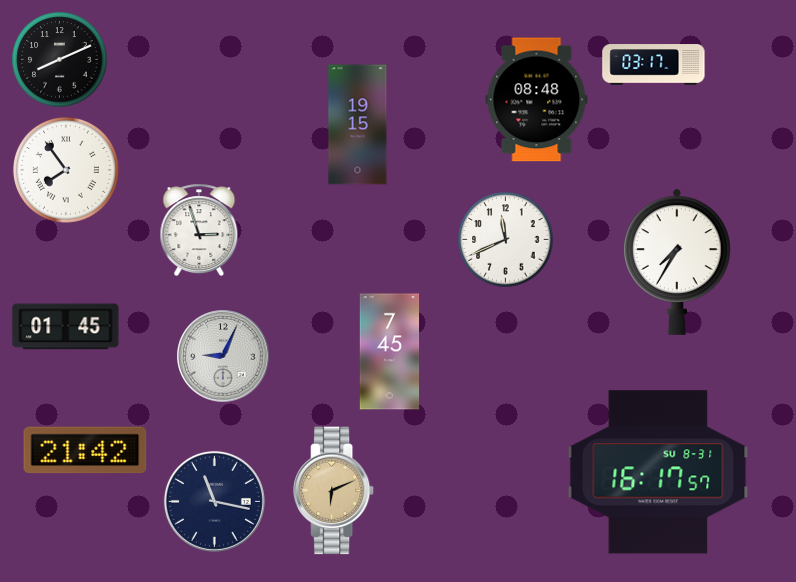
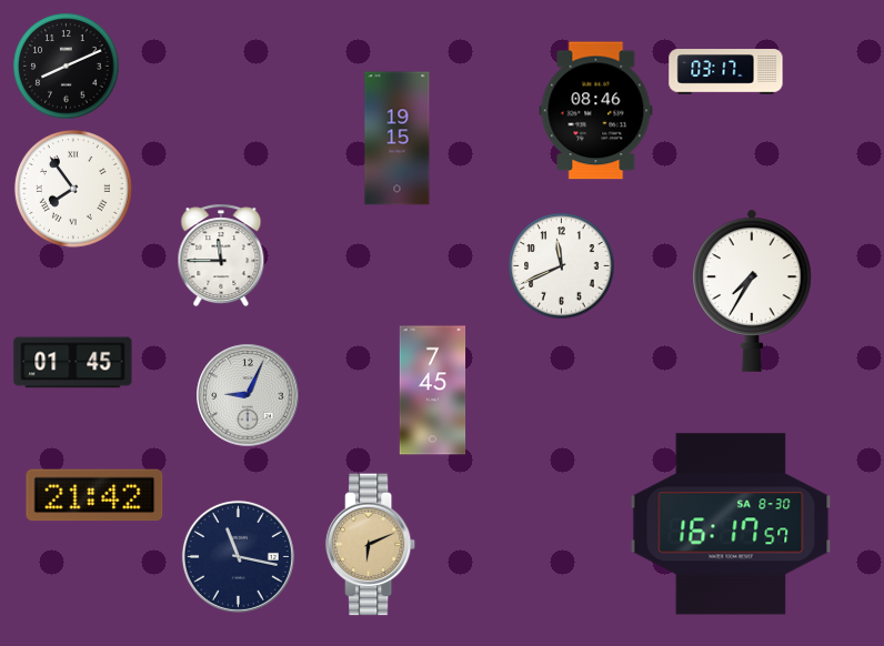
clock at (537, 100): 08:48 -> 08:46
clock at (199, 230): 2:57 -> 11:45
clock at (85, 450) position: (85, 450) -> (94, 495)
clock at (658, 472) date: SU 8-31 -> SA 8-30
